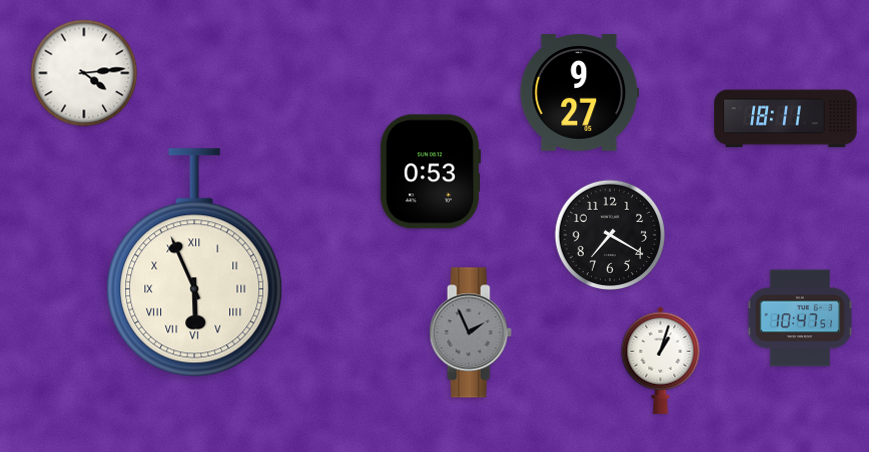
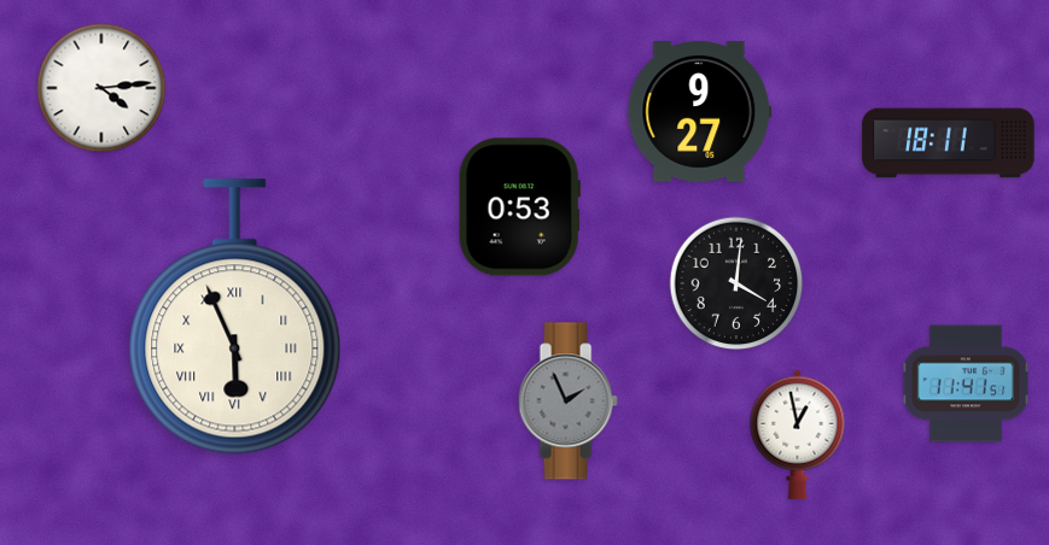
clock at (610, 235): 7:20 -> 4:01
clock at (799, 318): 10:47 -> 11:41
clock at (661, 360): 1:03 -> 12:58
